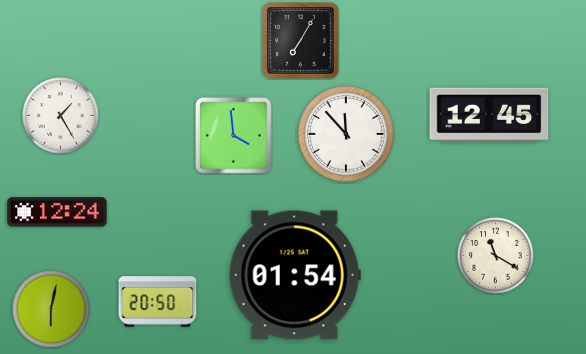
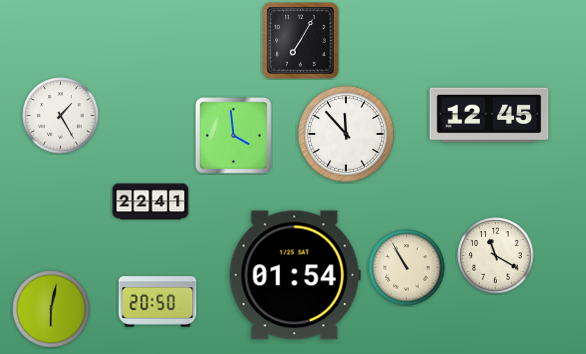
clock at (151, 202): none -> 22:41
clock at (57, 212): 12:24 -> none
clock at (407, 268): none -> 10:55
